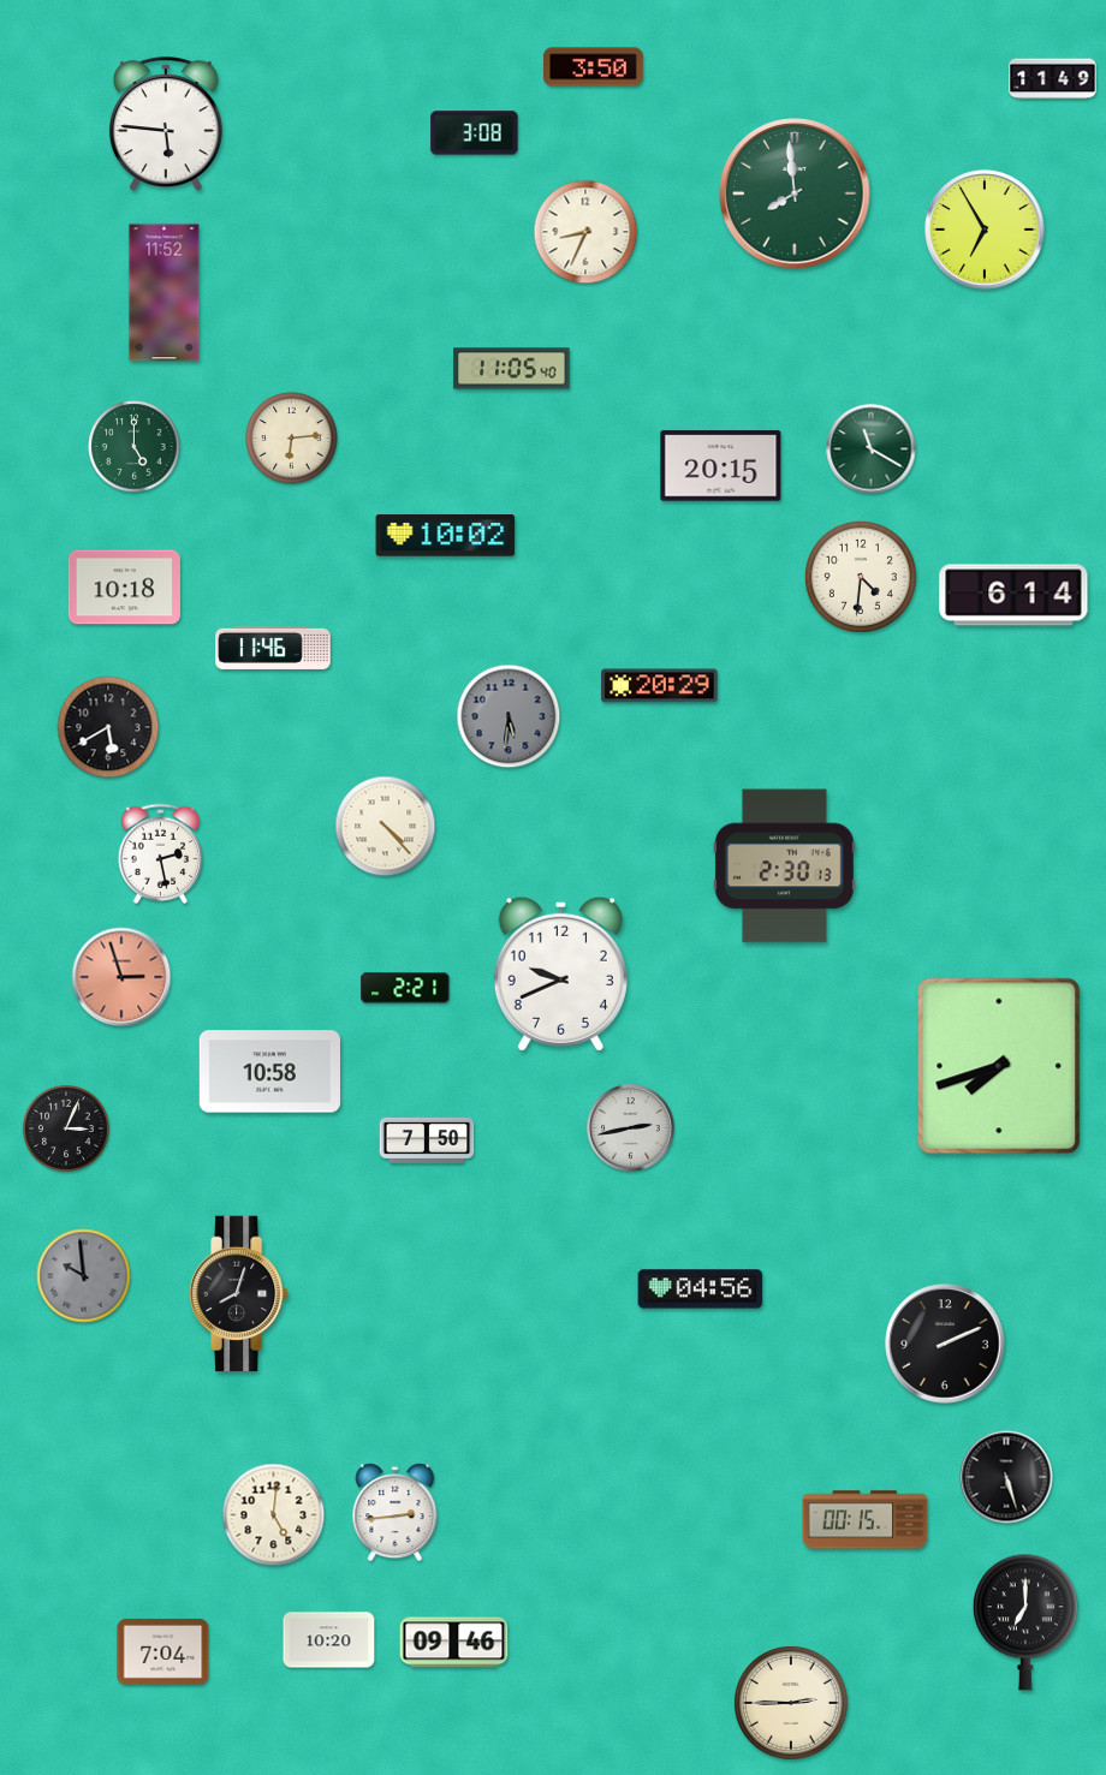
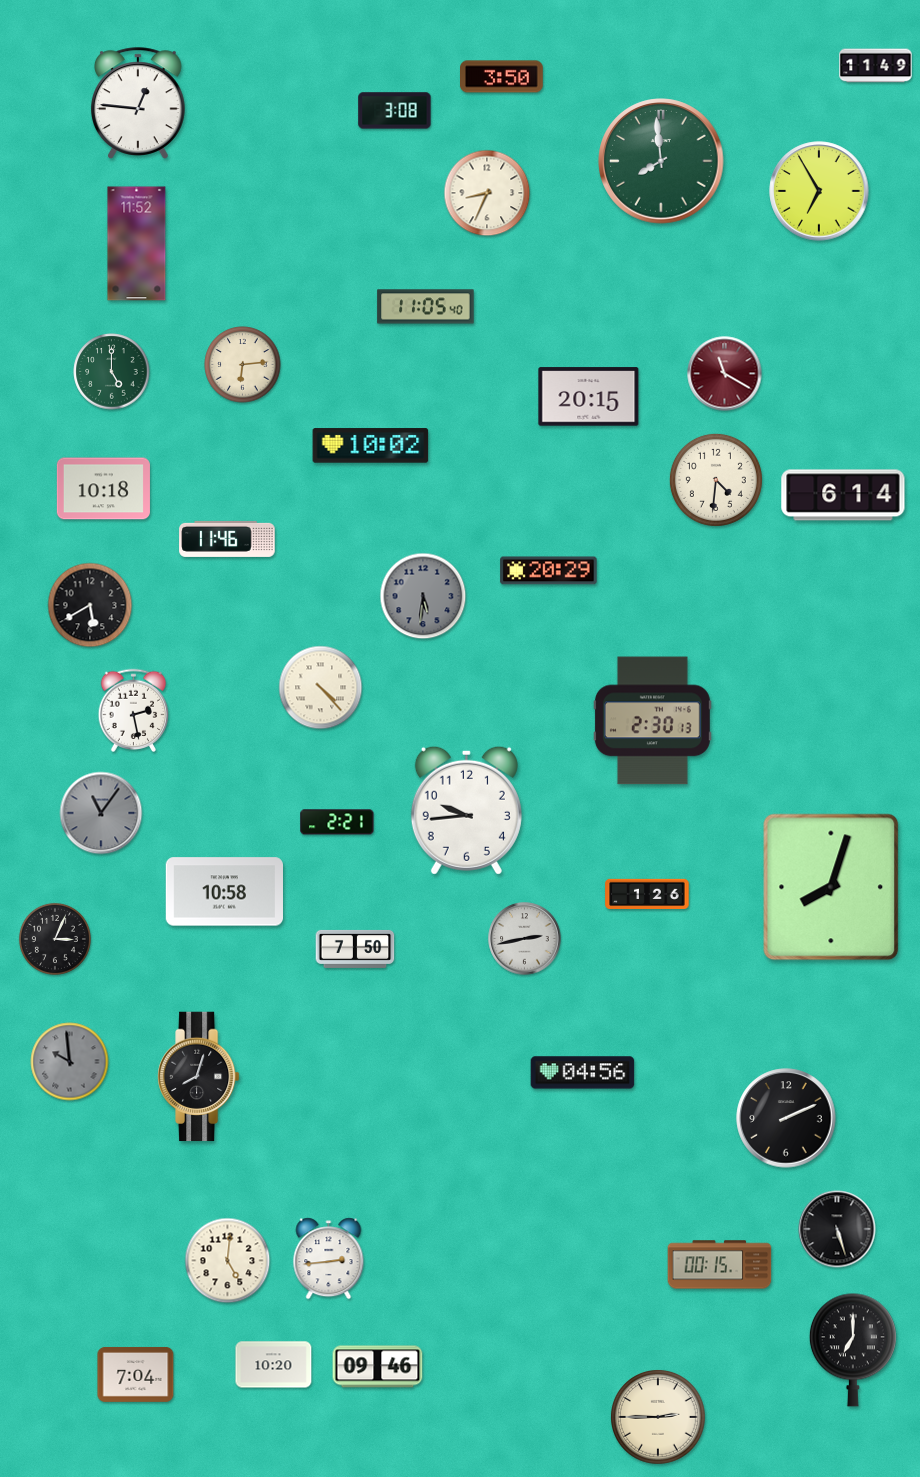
clock at (594, 67) position: (594, 67) -> (502, 77)
clock at (166, 124): 5:46 -> 12:46
clock at (872, 449) dial: green -> burgundy
clock at (721, 466) position: (721, 466) -> (589, 397)
clock at (560, 973): 9:41 -> 9:44
clock at (121, 977): 2:57 -> 11:06
clock at (121, 977) dial: salmon -> grey
clock at (999, 1066): 7:42 -> 8:03
clock at (647, 893): none -> 1:26
